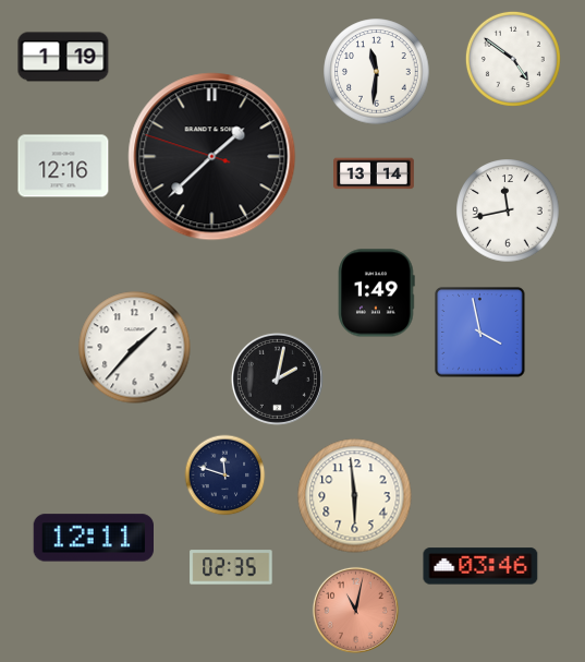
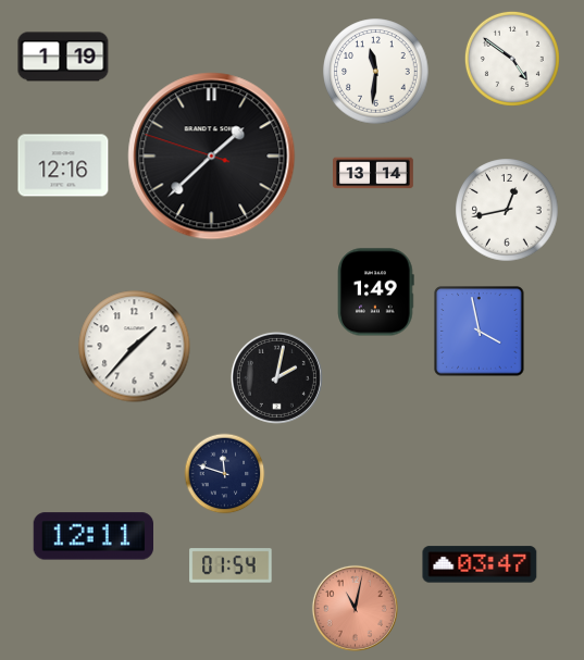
clock at (508, 210): 11:43 -> 12:43
clock at (355, 496): 5:59 -> none
clock at (480, 566): 03:46 -> 03:47
clock at (231, 567): 02:35 -> 01:54
